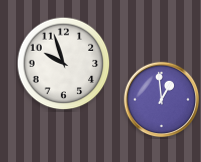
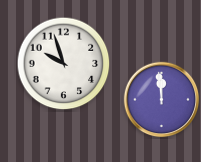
clock at (162, 100): 12:59 -> 11:59
